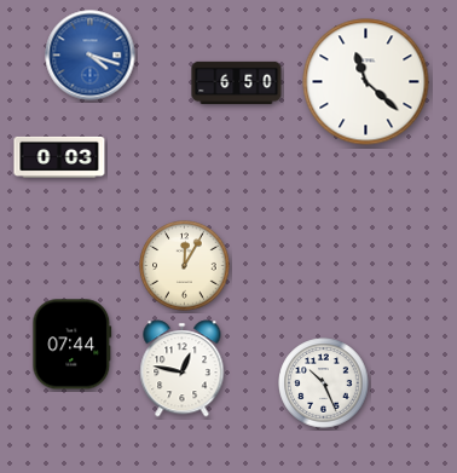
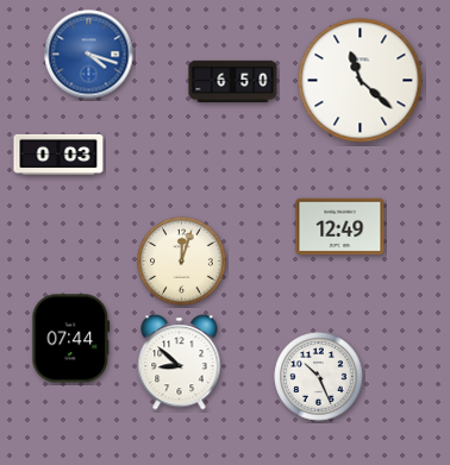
clock at (340, 227): none -> 12:49
clock at (185, 266): 12:05 -> 12:03
clock at (183, 369): 12:47 -> 8:52
